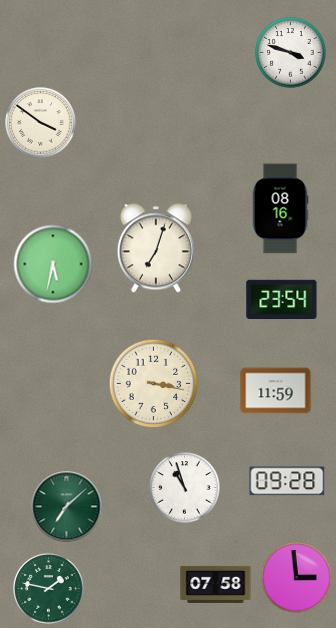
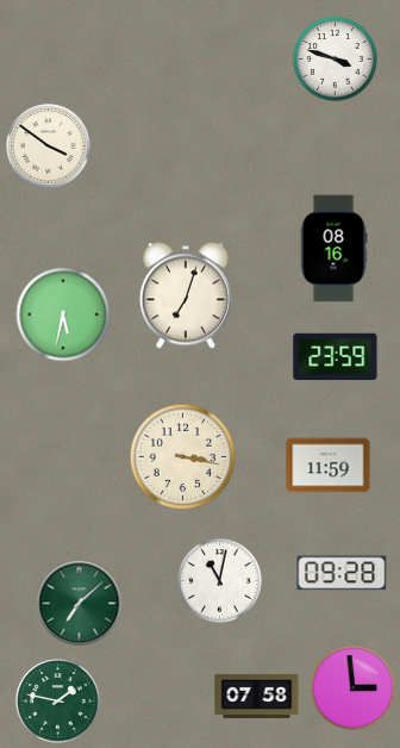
clock at (291, 53) position: (291, 53) -> (336, 60)
clock at (282, 299): 23:54 -> 23:59
clock at (185, 488): 10:57 -> 11:02
